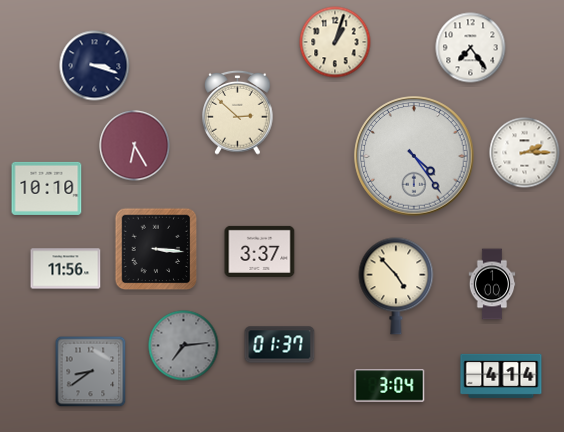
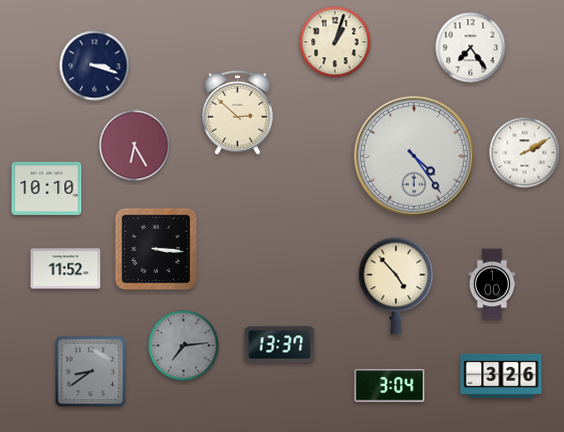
clock at (525, 153): 2:15 -> 2:10
clock at (260, 251): 3:37 -> none
clock at (66, 269): 11:56 -> 11:52
clock at (280, 345): 01:37 -> 13:37
clock at (501, 376): 4:14 -> 3:26
